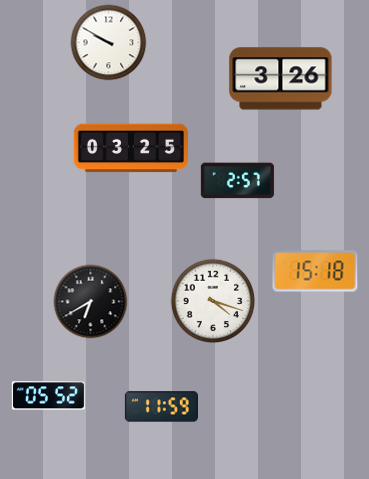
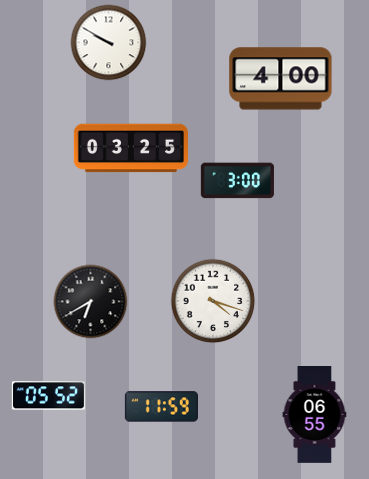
clock at (281, 79): 3:26 -> 4:00
clock at (237, 181): 2:57 -> 3:00
clock at (315, 271): 15:18 -> none
clock at (315, 415): none -> 06:55
